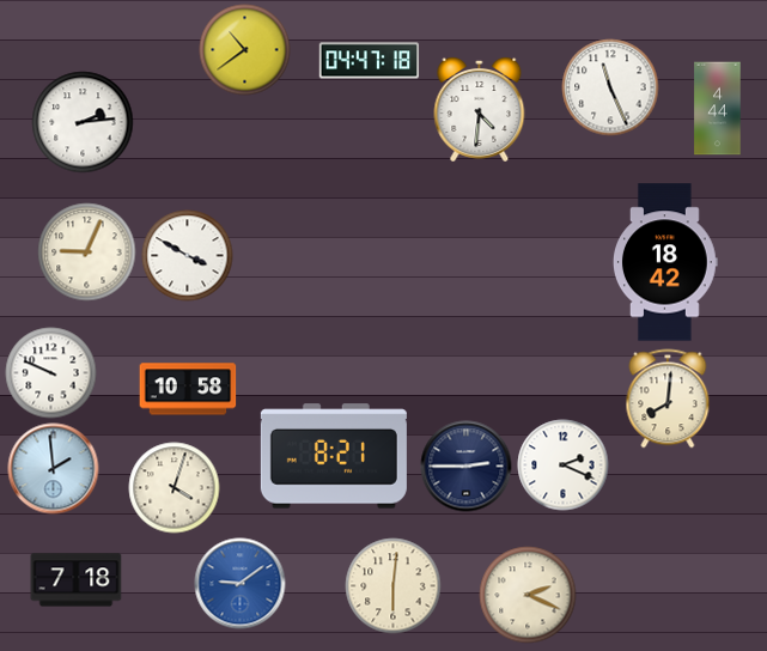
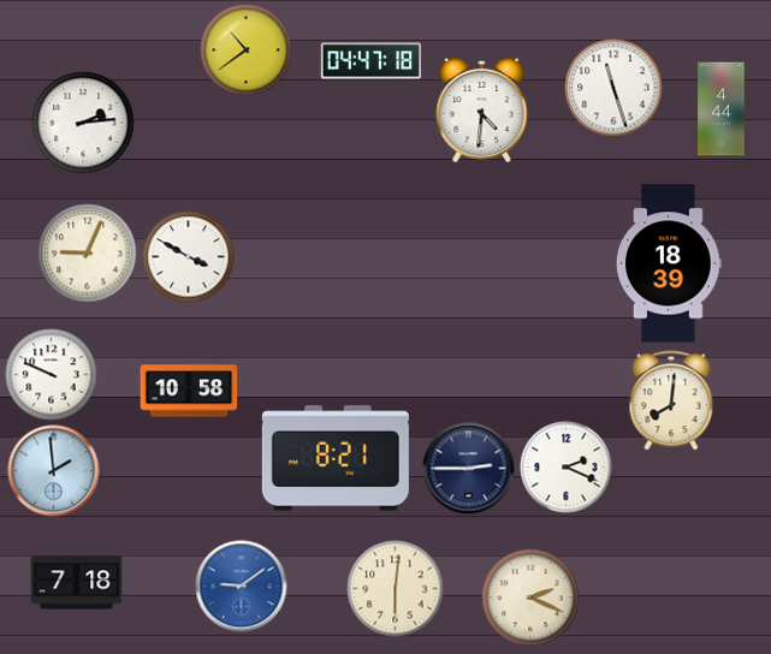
clock at (610, 87): 11:26 -> 11:27
clock at (665, 262): 18:42 -> 18:39
clock at (175, 488): 4:03 -> none
